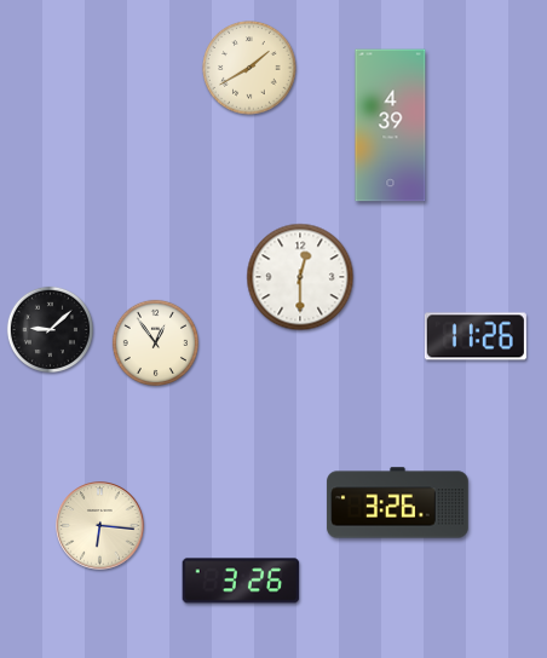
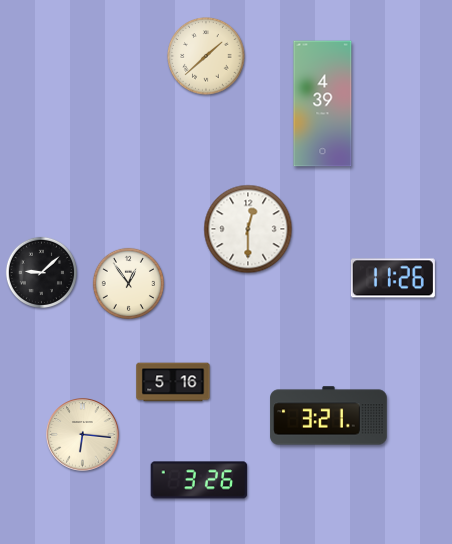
clock at (249, 68): 1:40 -> 1:38
clock at (173, 382): none -> 5:16
clock at (398, 503): 3:26 -> 3:21
